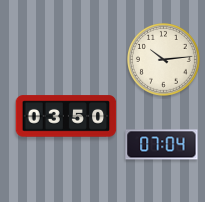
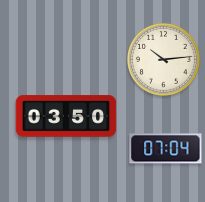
clock at (162, 145) position: (162, 145) -> (166, 149)
